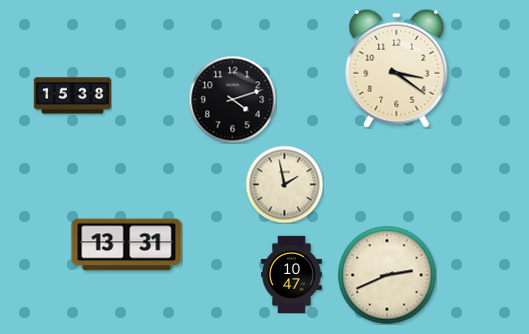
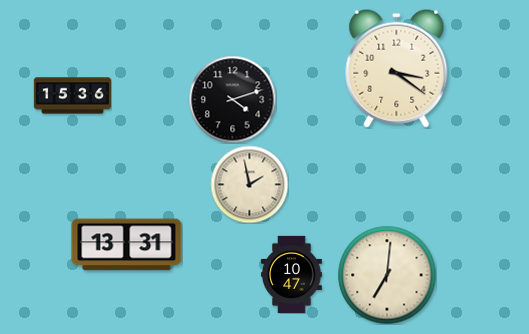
clock at (72, 96): 15:38 -> 15:36
clock at (284, 184) position: (284, 184) -> (249, 184)
clock at (387, 275): 2:41 -> 7:01
